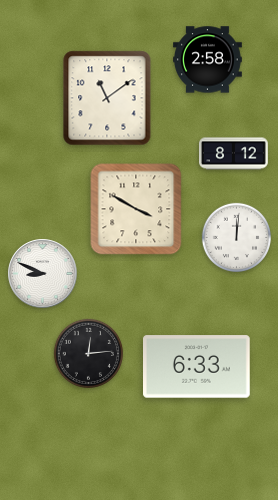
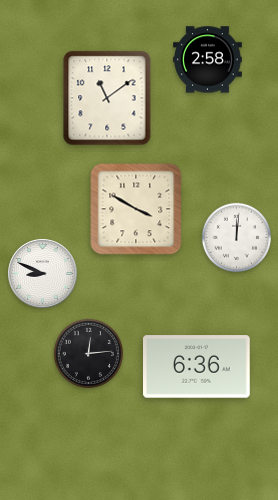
clock at (234, 154): 8:12 -> none
clock at (197, 367): 6:33 -> 6:36
